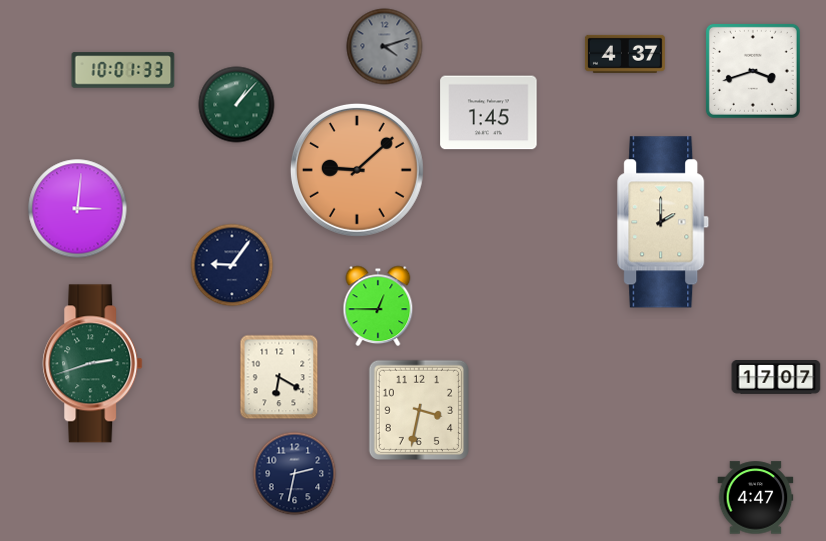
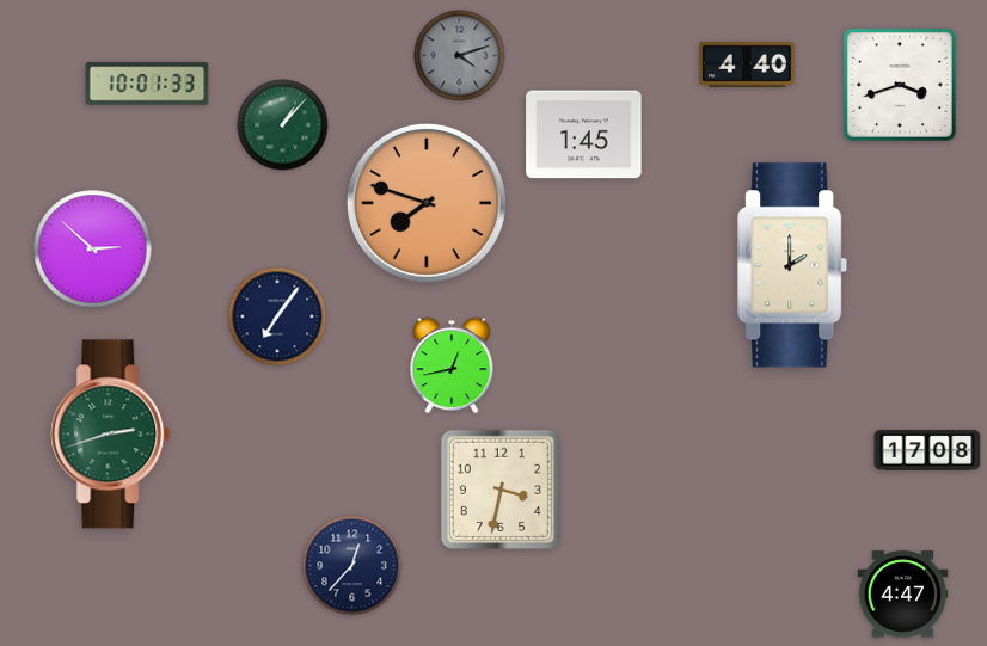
clock at (625, 54): 4:37 -> 4:40
clock at (357, 170): 9:08 -> 7:48
clock at (78, 209): 3:01 -> 2:52
clock at (232, 265): 9:06 -> 7:06
clock at (378, 306): 12:45 -> 12:43
clock at (279, 377): 6:20 -> none
clock at (776, 377): 17:07 -> 17:08
clock at (295, 474): 2:32 -> 12:37
